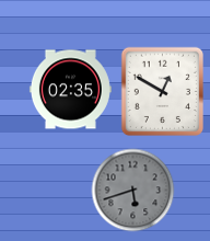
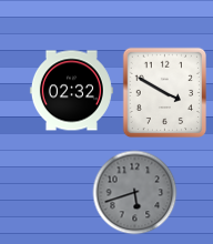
clock at (70, 90): 02:35 -> 02:32
clock at (162, 91): 12:50 -> 3:50
